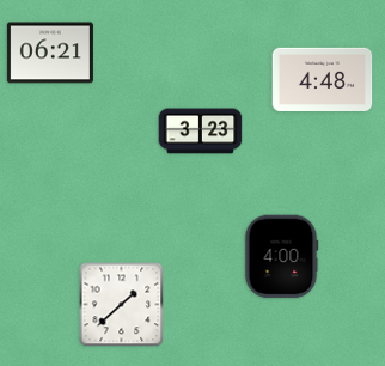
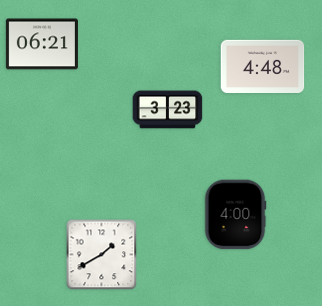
clock at (323, 79) position: (323, 79) -> (263, 66)
clock at (122, 305): 1:38 -> 1:40
